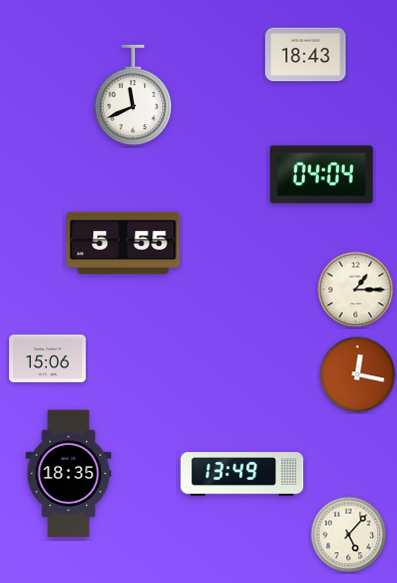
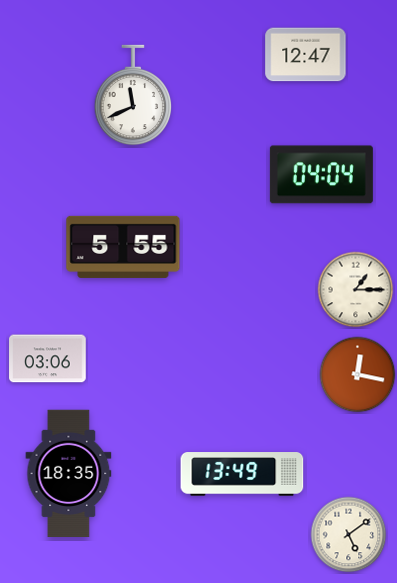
clock at (306, 55): 18:43 -> 12:47
clock at (123, 243) position: (123, 243) -> (123, 247)
clock at (48, 359): 15:06 -> 03:06
clock at (349, 535): 5:07 -> 5:09
